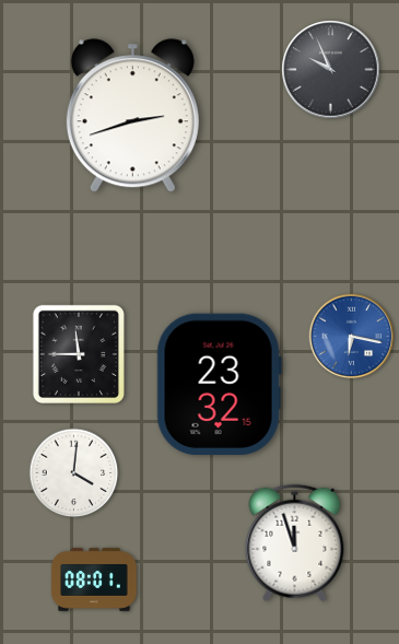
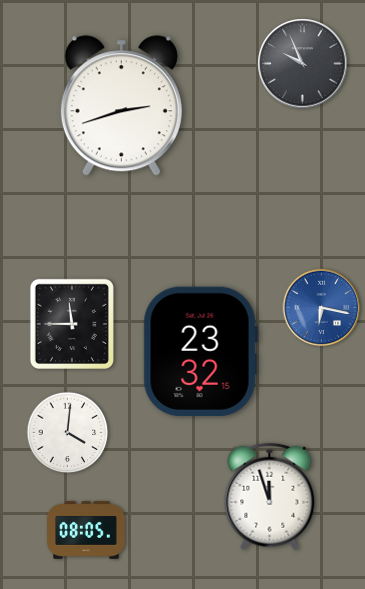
clock at (94, 579): 08:01 -> 08:05
